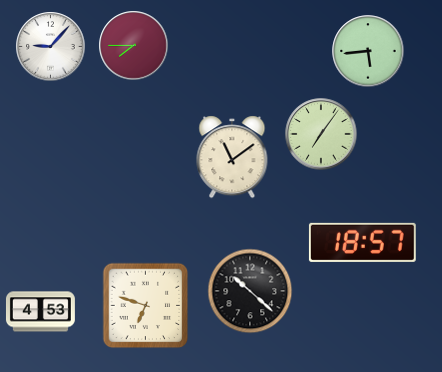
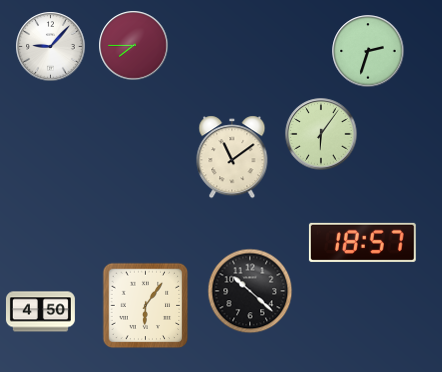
clock at (368, 51): 5:44 -> 2:33
clock at (321, 134): 7:06 -> 6:06
clock at (146, 306): 6:48 -> 6:06
clock at (40, 312): 4:53 -> 4:50
